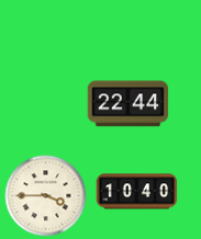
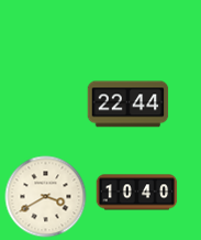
clock at (46, 196): 3:45 -> 3:40
